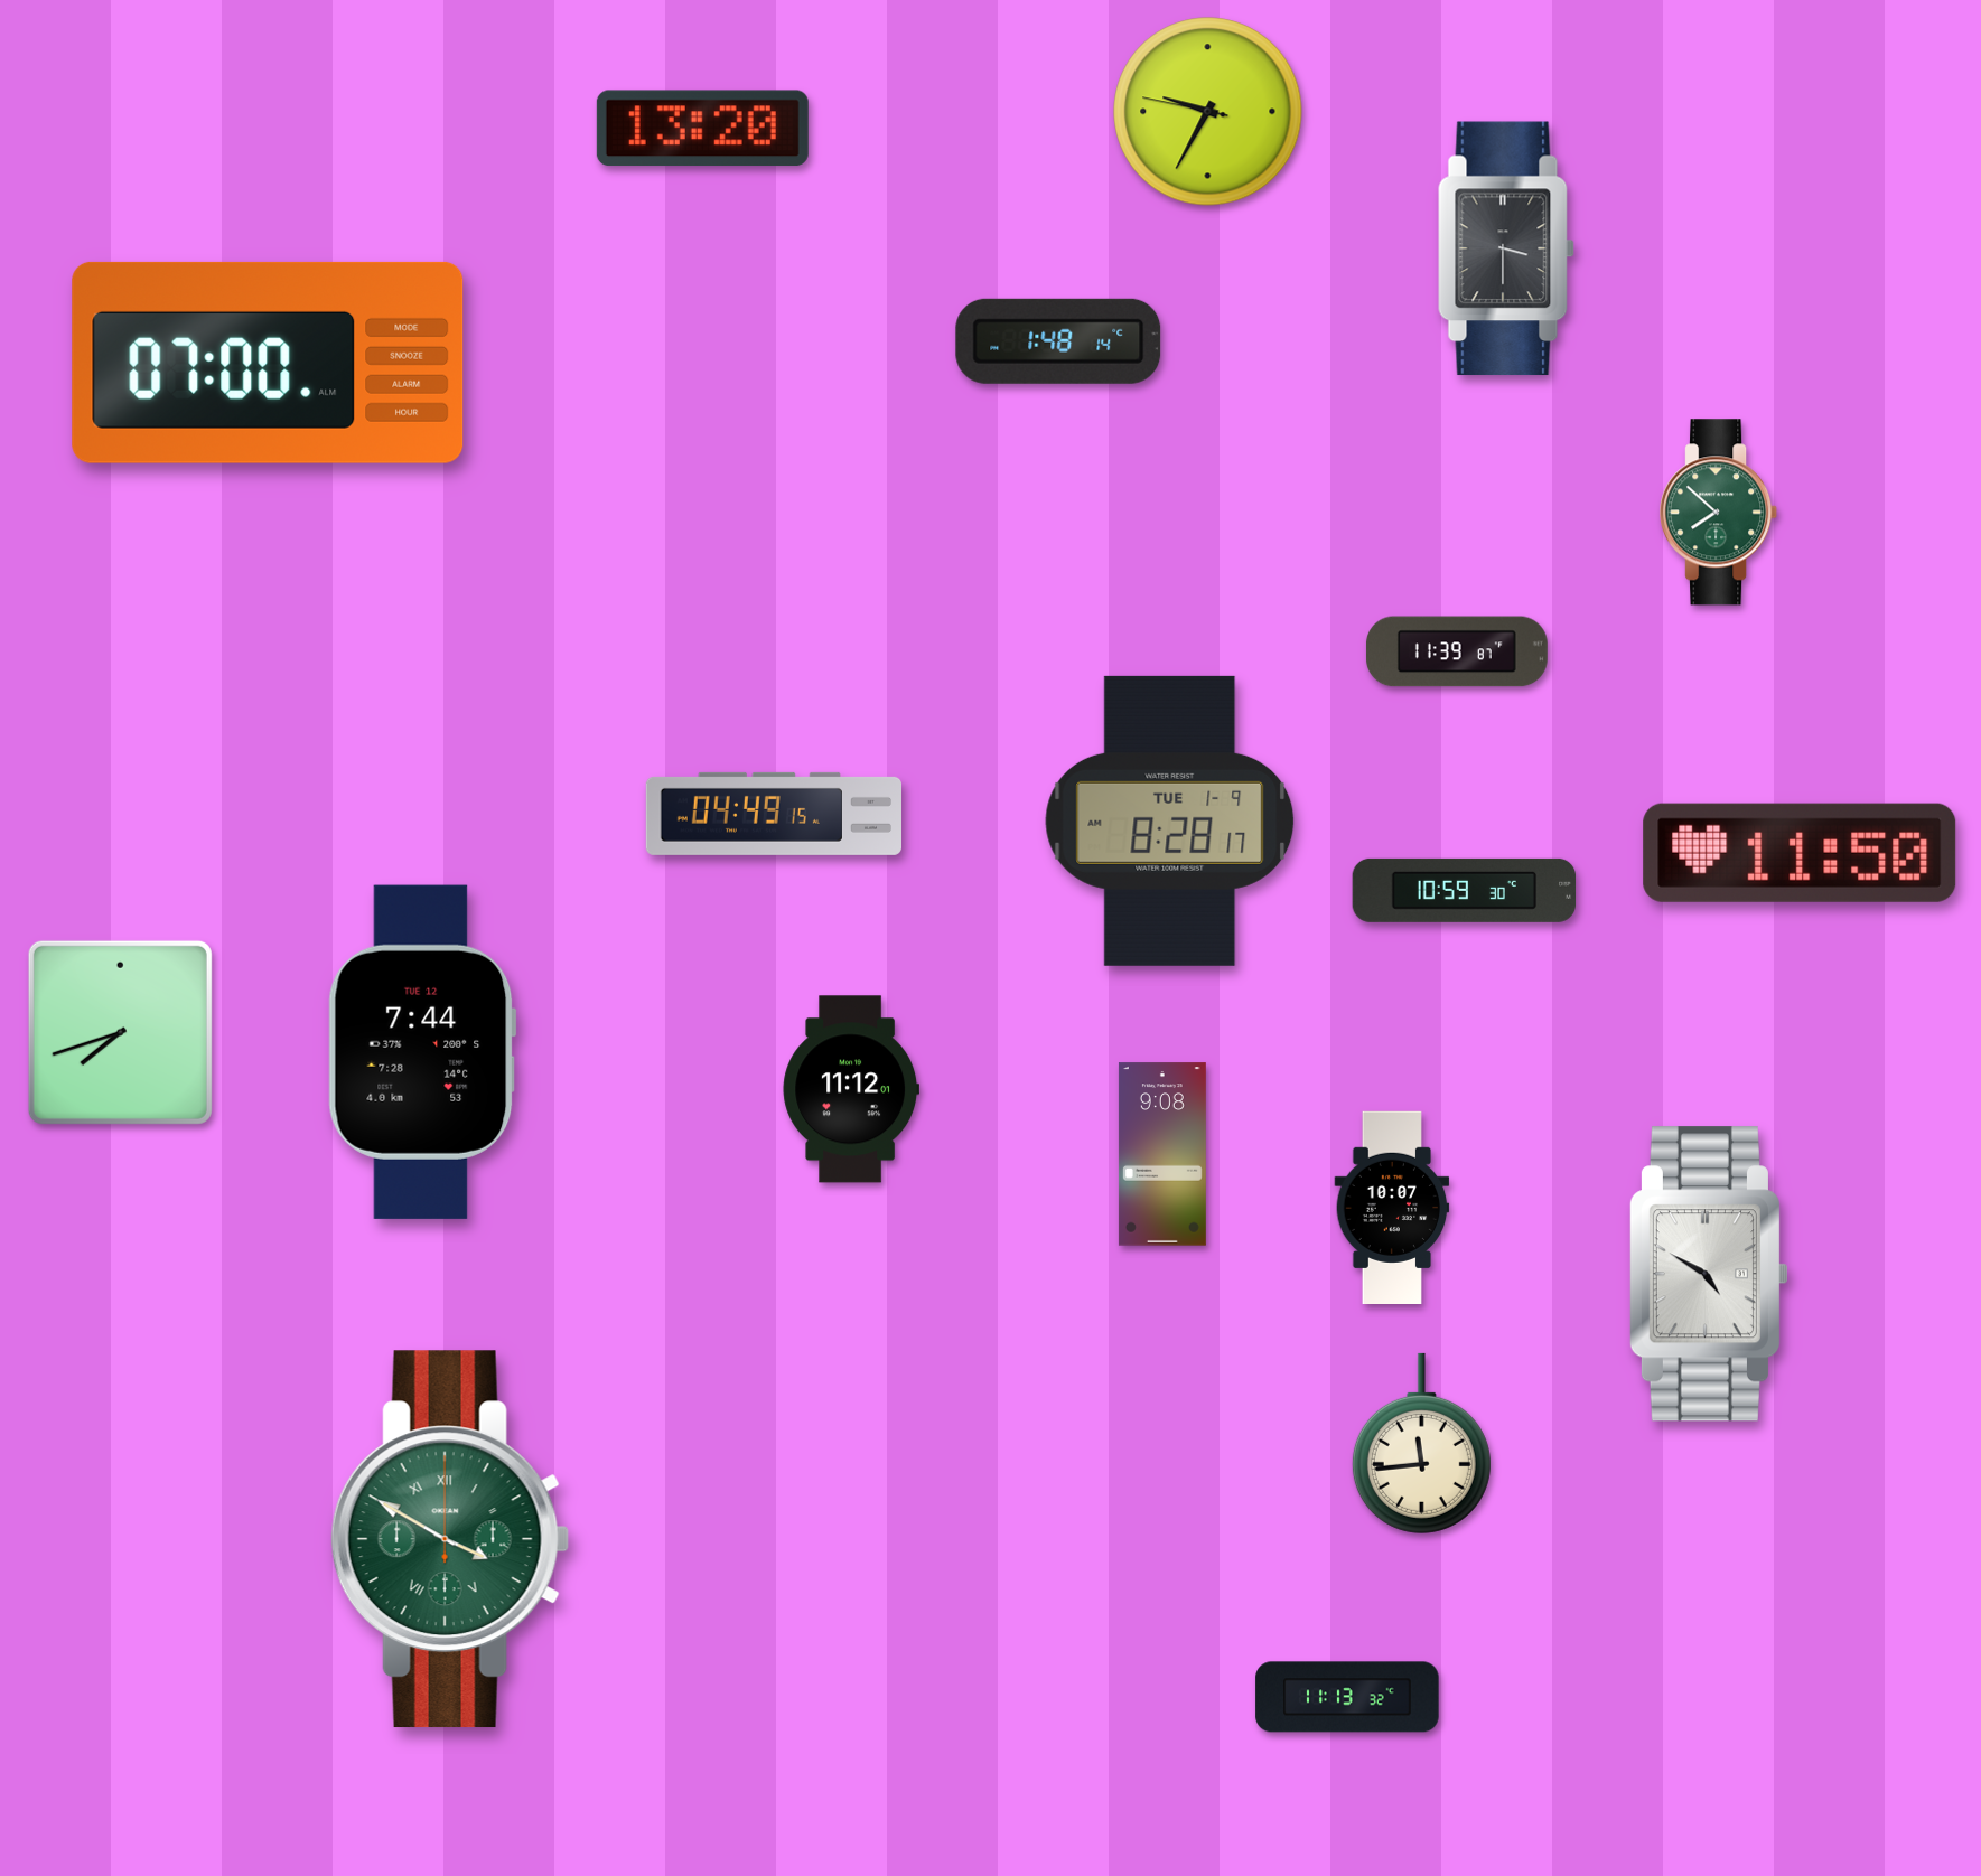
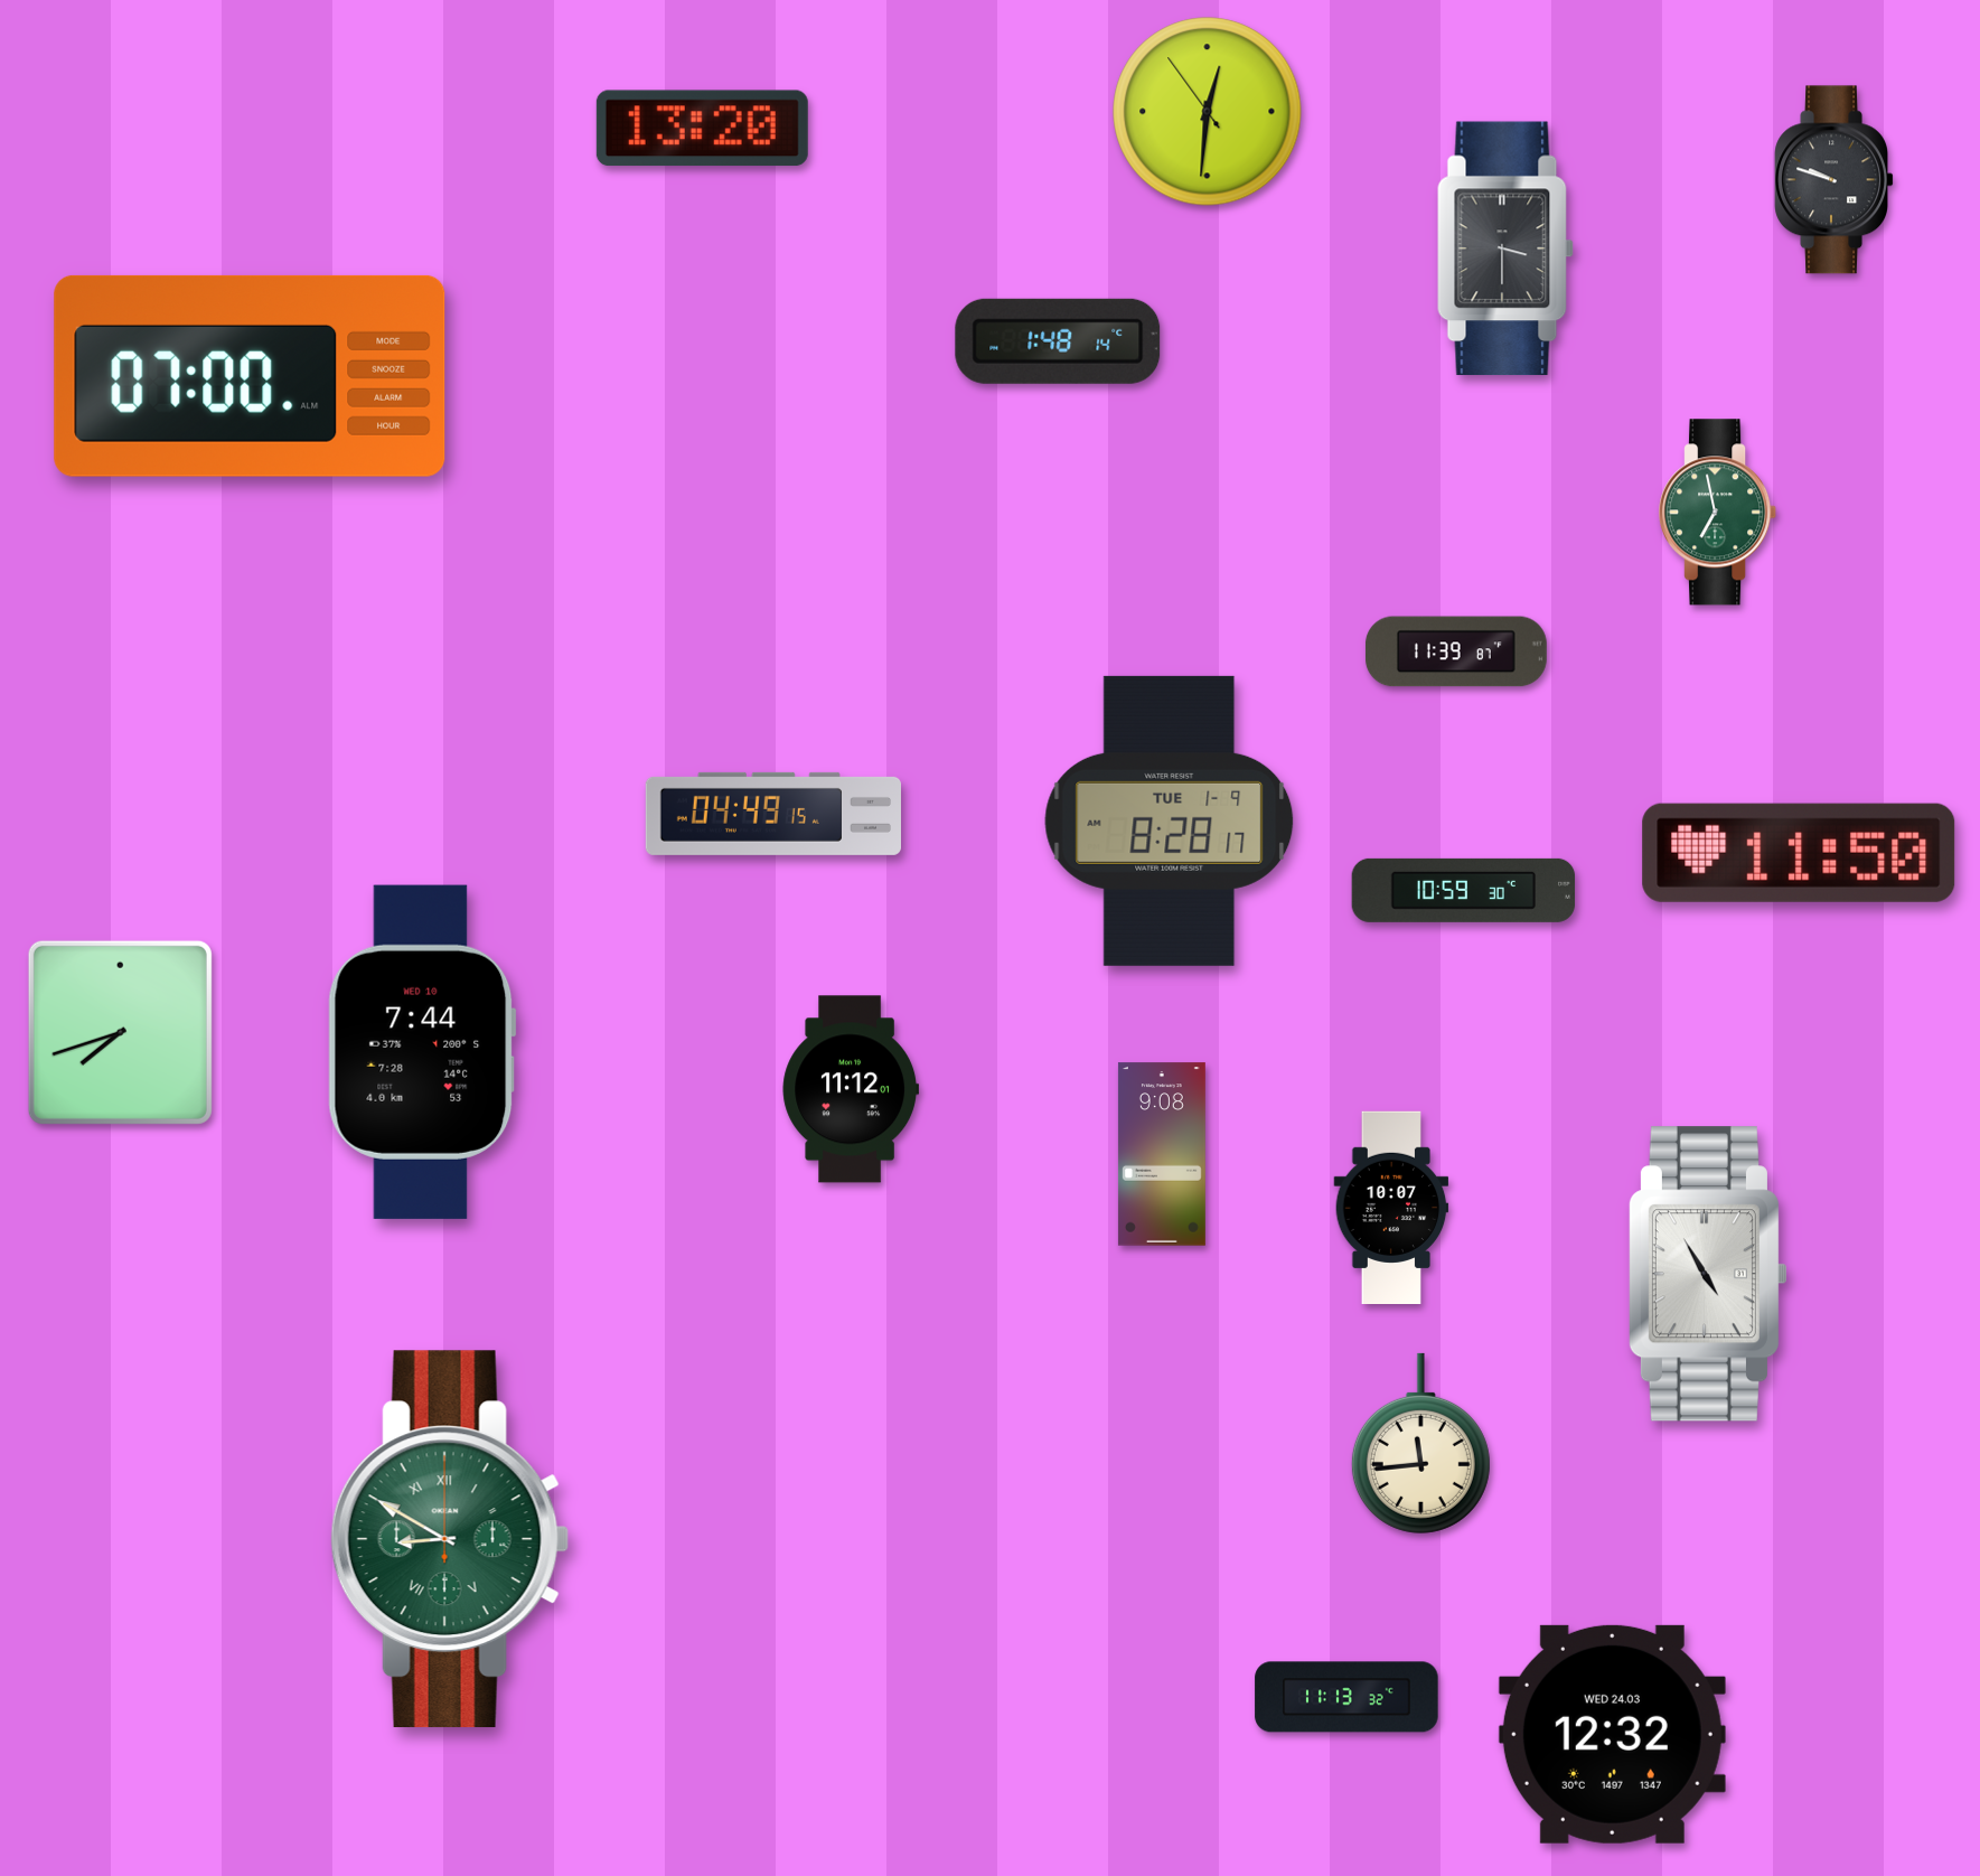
clock at (1208, 112): 9:34 -> 12:30
clock at (1833, 180): none -> 9:48
clock at (268, 363) position: (268, 363) -> (250, 376)
clock at (1720, 513): 7:52 -> 6:58
clock at (422, 1052) date: TUE 12 -> WED 10
clock at (1708, 1274): 4:50 -> 4:55
clock at (450, 1539): 3:50 -> 8:50
clock at (1612, 1734): none -> 12:32
